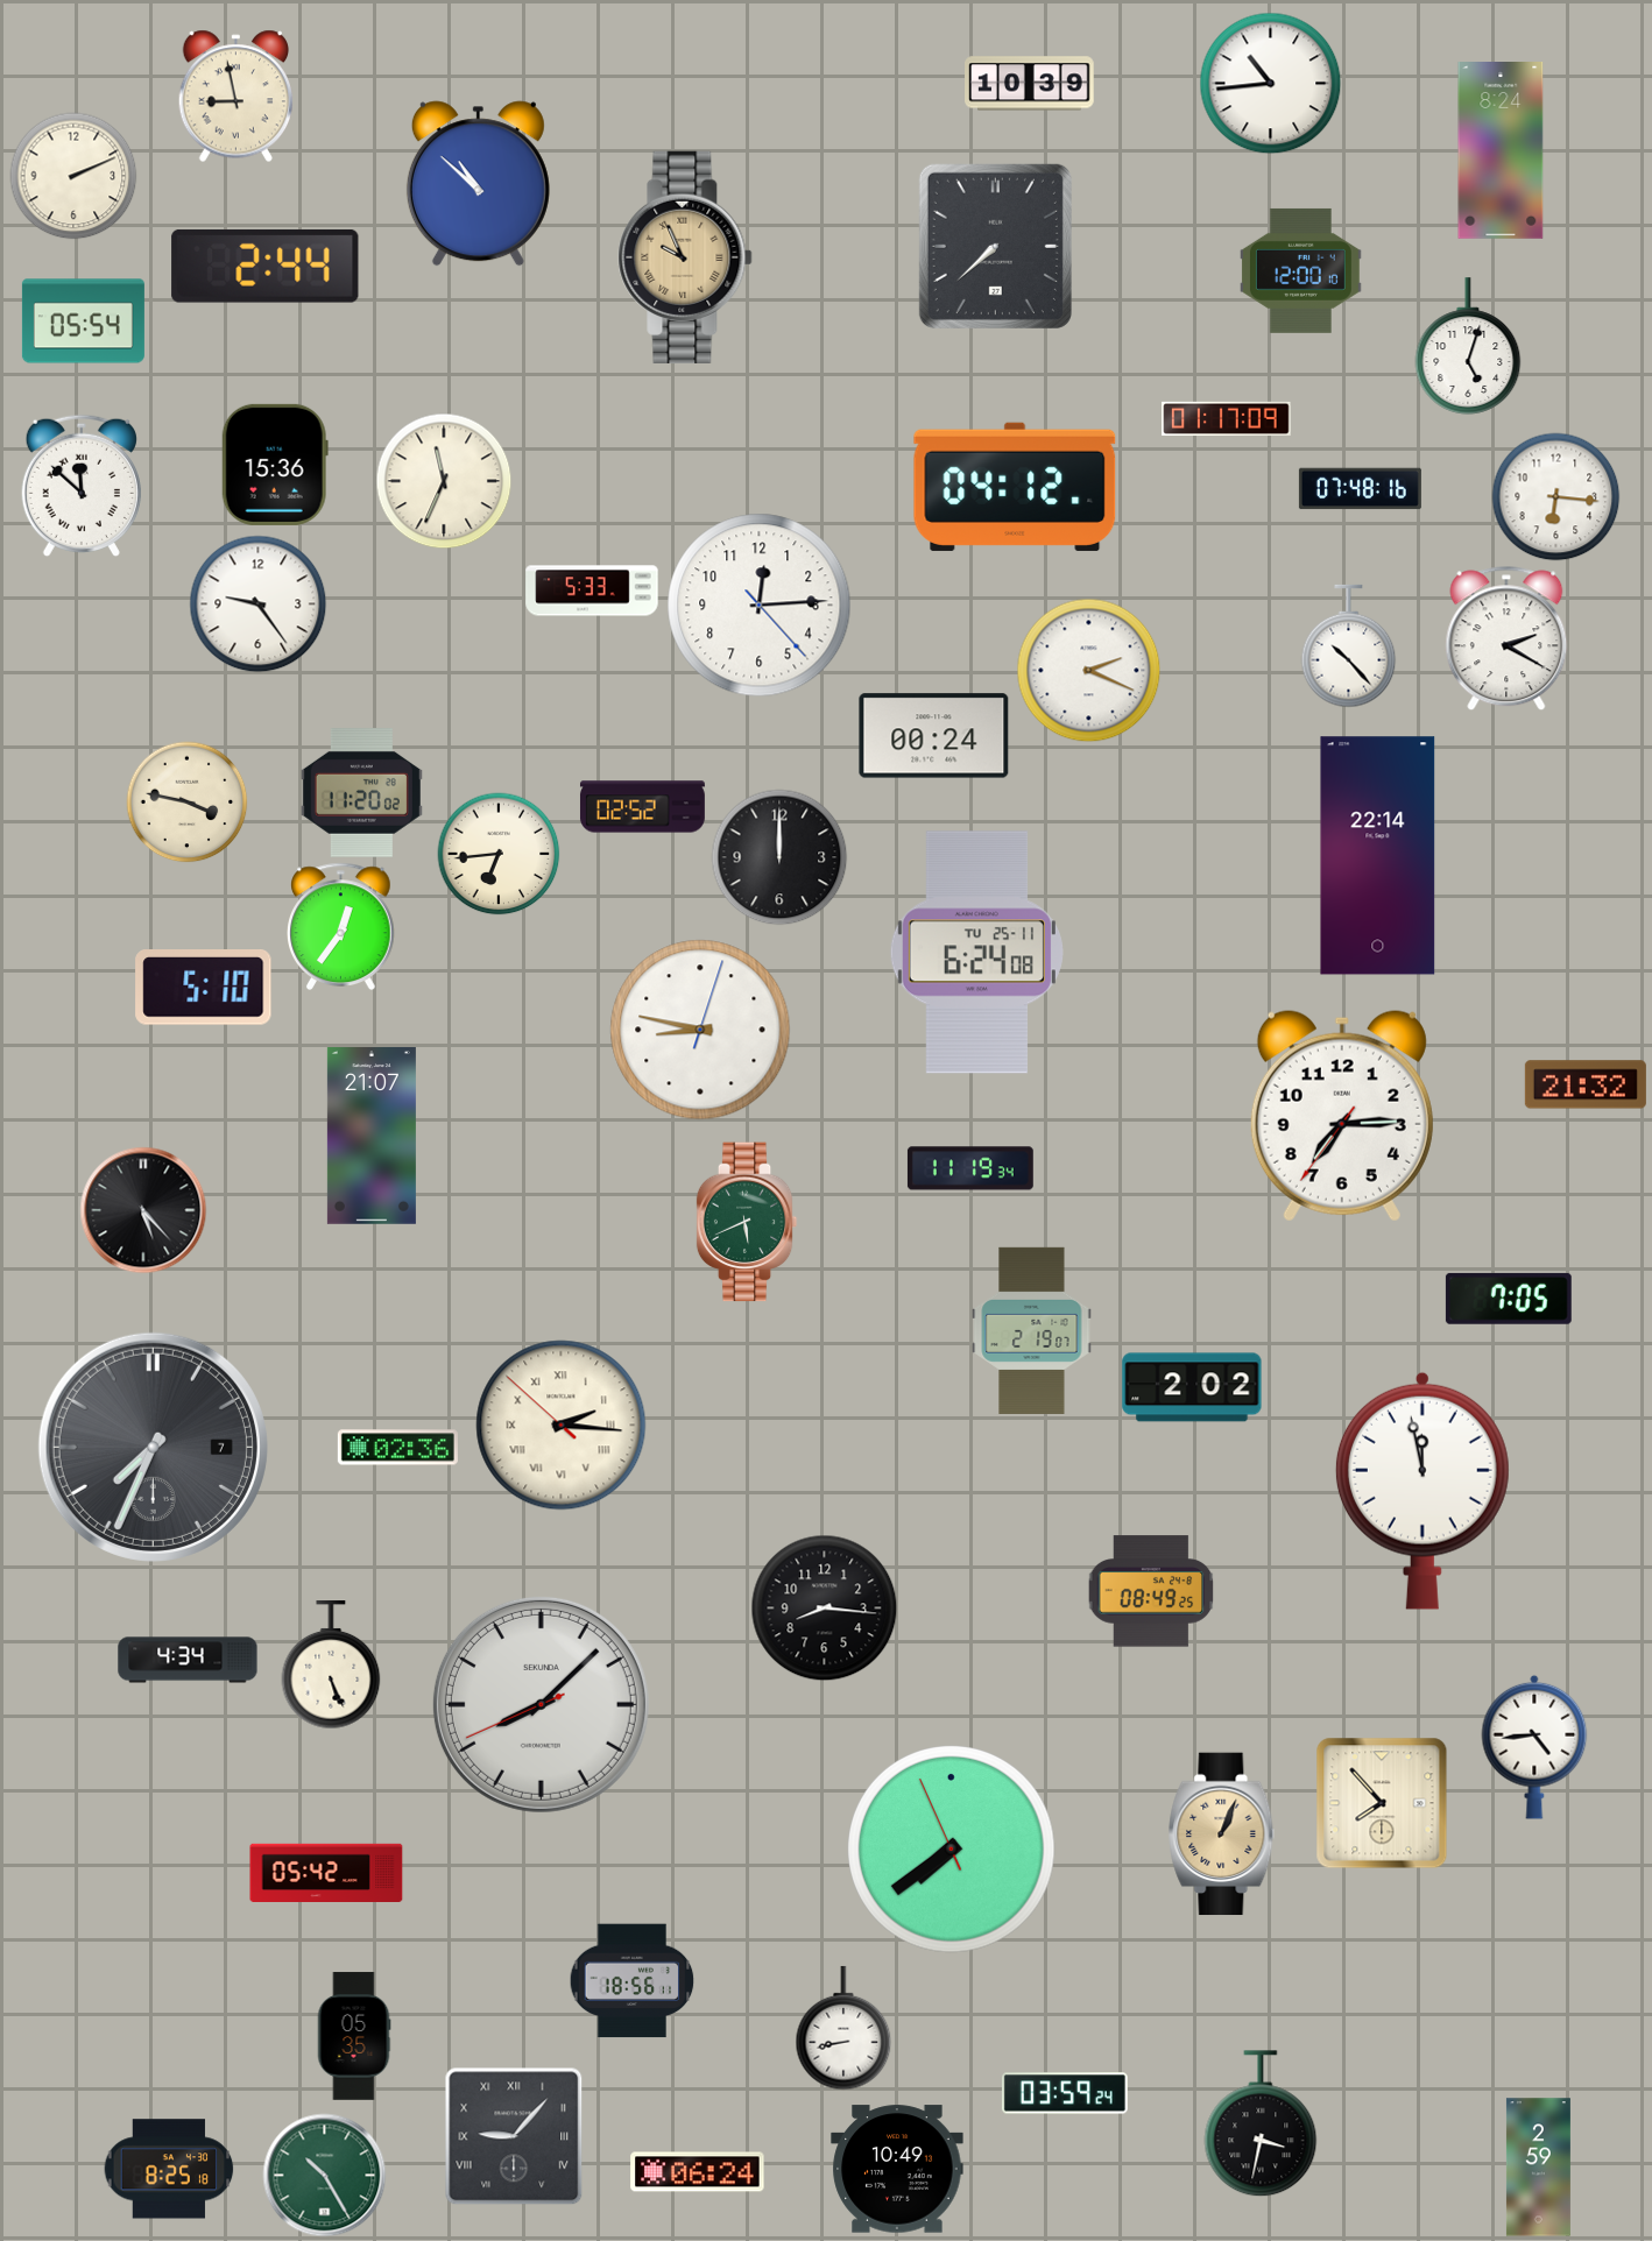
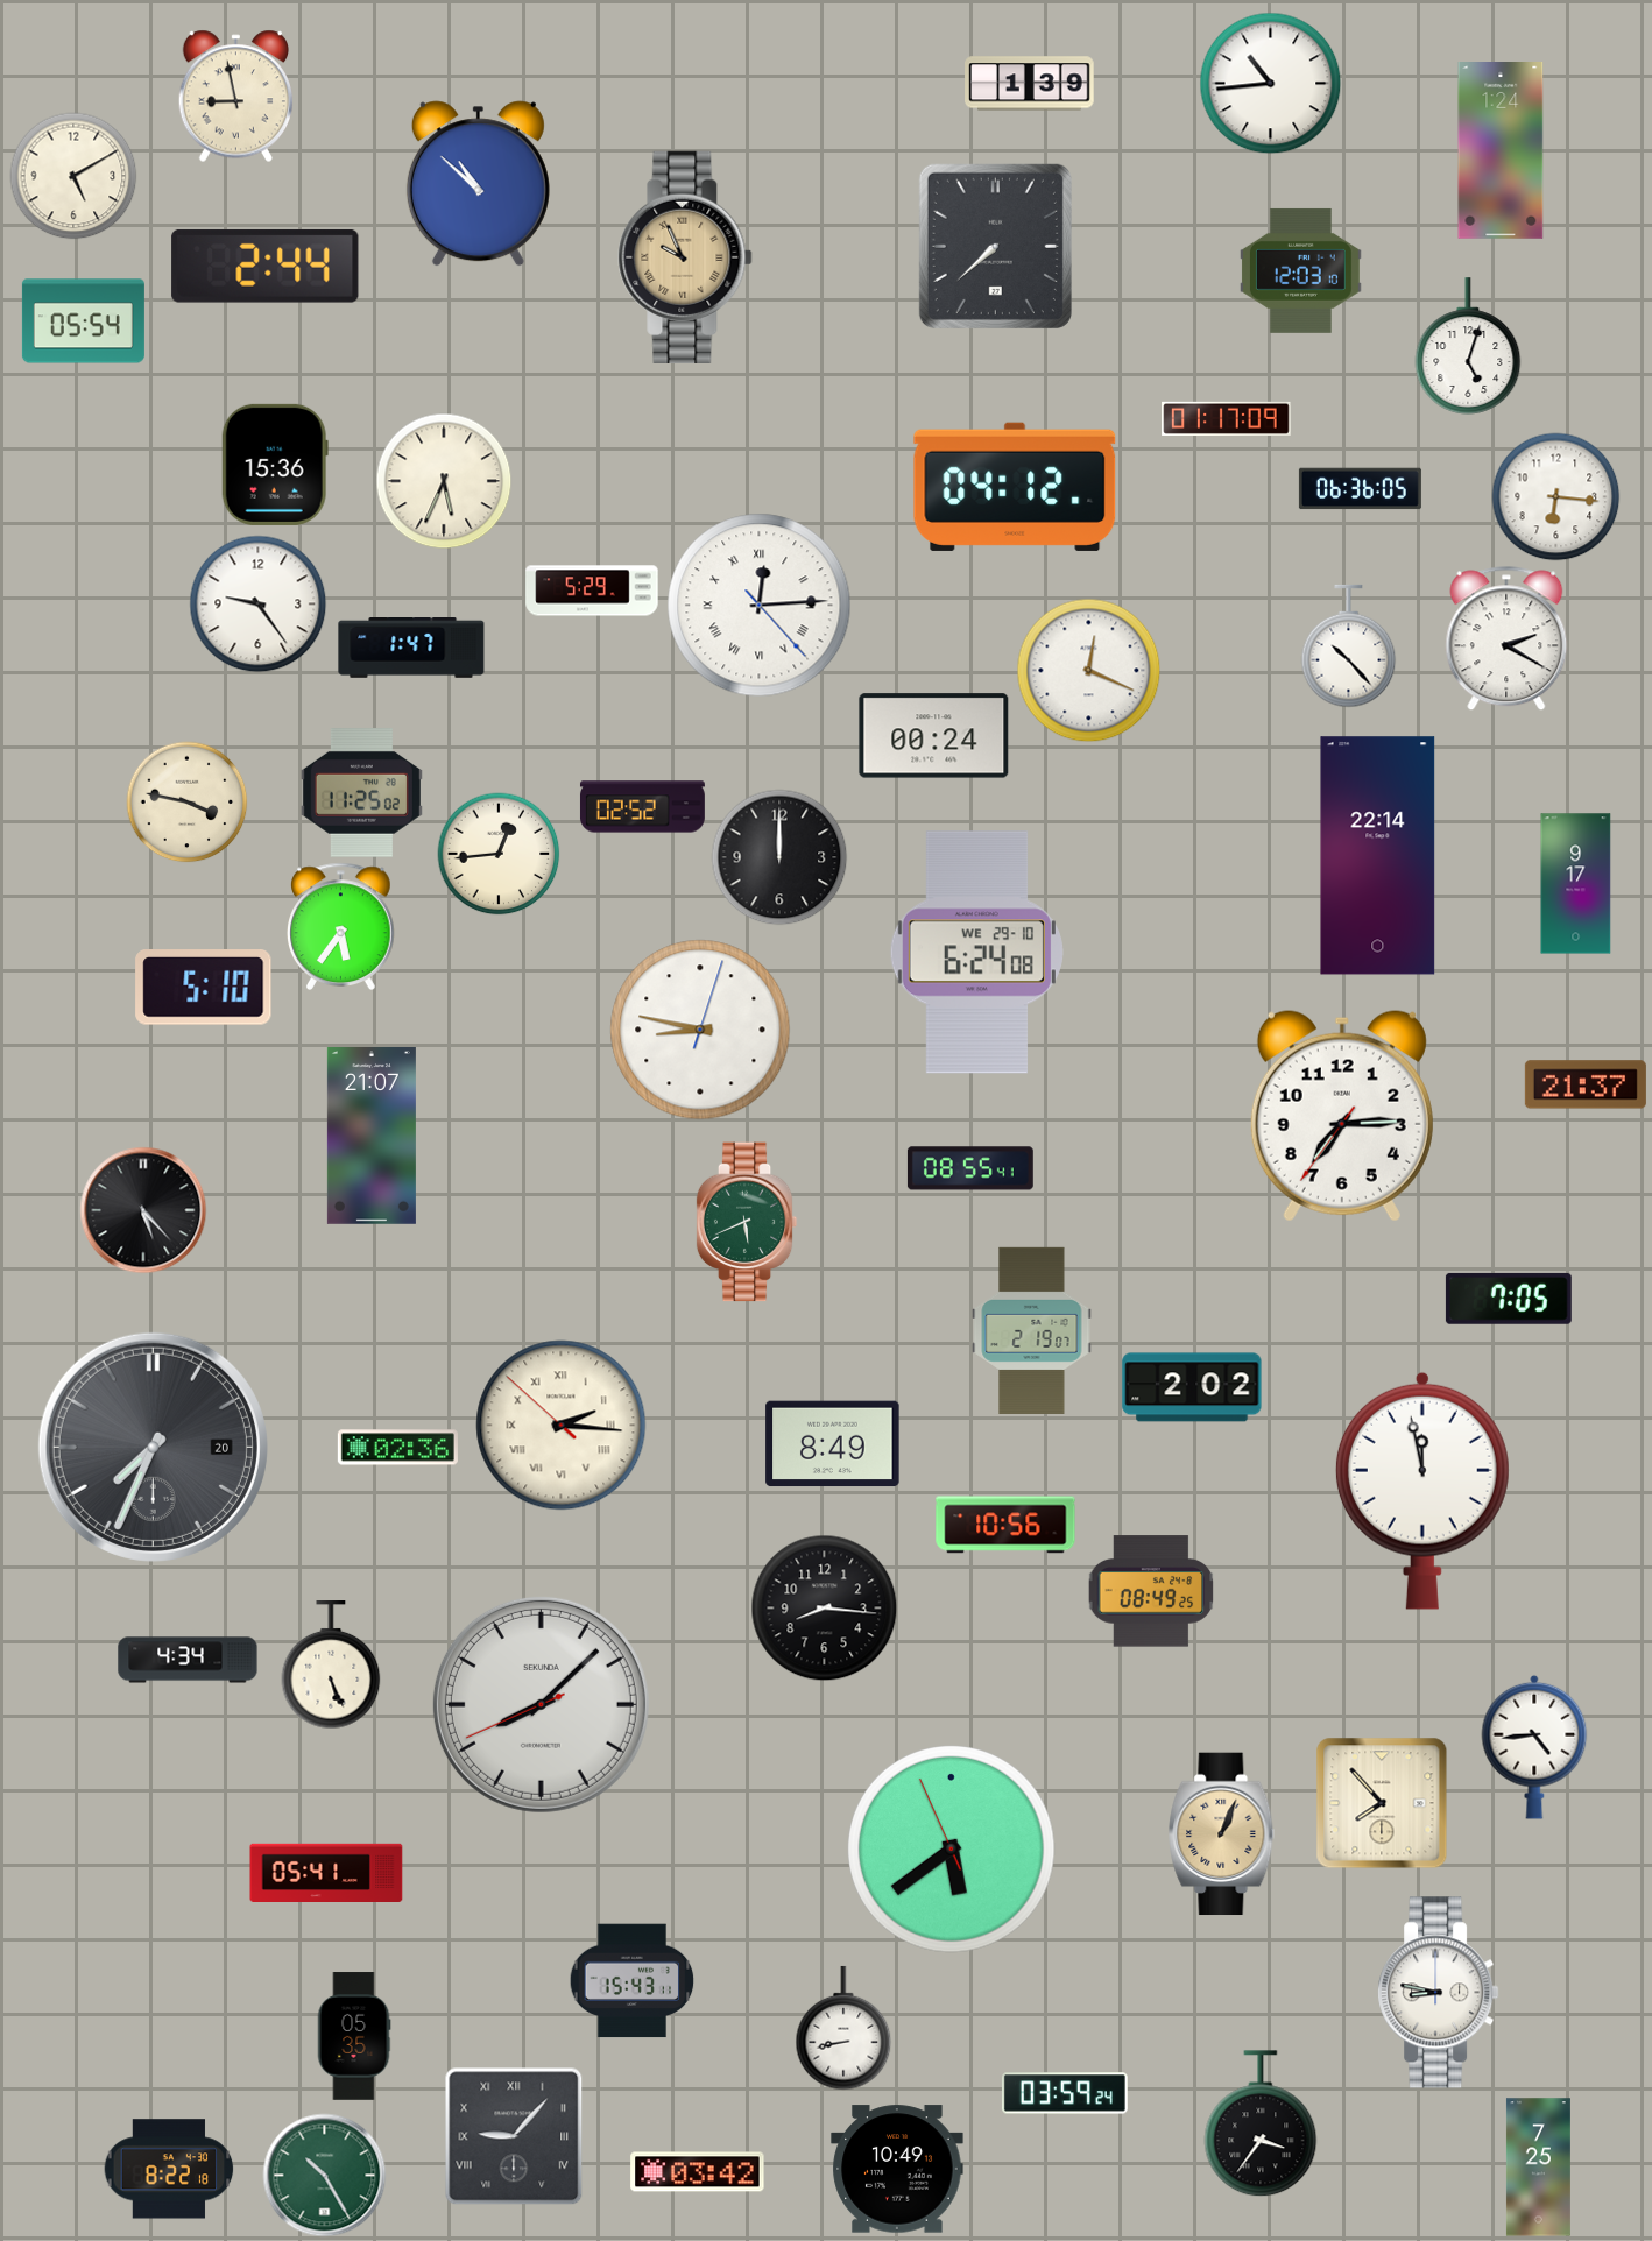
clock at (1030, 84): 10:39 -> 1:39
clock at (1501, 151): 8:24 -> 1:24
clock at (73, 176): 2:11 -> 5:10
clock at (1300, 270): 12:00 -> 12:03
clock at (444, 481): 11:34 -> 5:34
clock at (82, 485): 11:52 -> none
clock at (1360, 489): 07:48 -> 06:36
clock at (592, 591): 5:33 -> 5:29
clock at (760, 606) numerals: Arabic -> Roman
clock at (411, 649): none -> 1:47
clock at (1089, 671): 2:19 -> 12:19
clock at (361, 793): 11:20 -> 11:25
clock at (499, 854): 6:44 -> 12:44
clock at (1576, 884): none -> 9:17
clock at (341, 926): 12:36 -> 5:36
clock at (976, 953) date: TU 25-11 -> WE 29-10
clock at (1586, 1084): 21:32 -> 21:37
clock at (970, 1168): 11:19 -> 08:55
clock at (833, 1444): none -> 8:49
clock at (153, 1447) date: 7 -> 20
clock at (1005, 1525): none -> 10:56
clock at (952, 1850): 7:38 -> 5:38
clock at (326, 1873): 05:42 -> 05:41
clock at (633, 1981): 18:56 -> 15:43
clock at (1439, 1993): none -> 8:47
clock at (1261, 2125): 3:32 -> 3:36
clock at (1538, 2168): 2:59 -> 7:25
clock at (169, 2169): 8:25 -> 8:22
clock at (698, 2172): 06:24 -> 03:42
